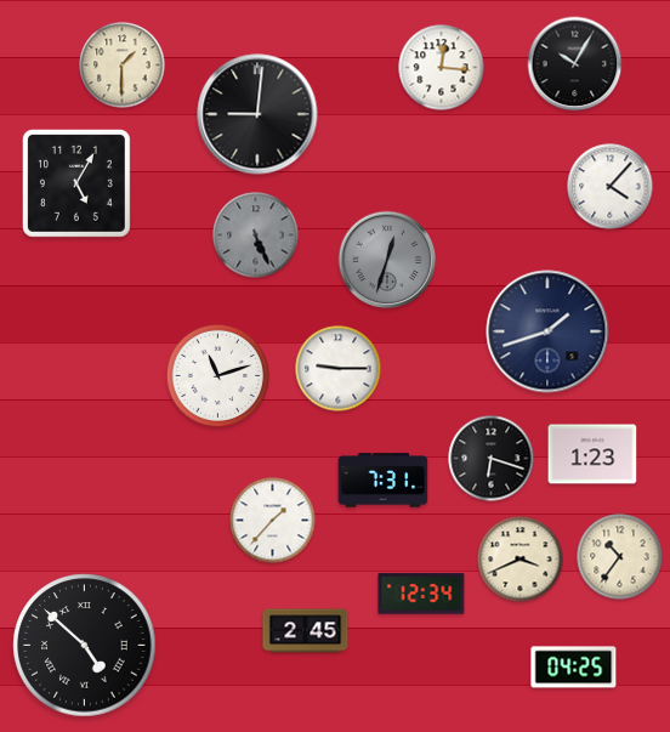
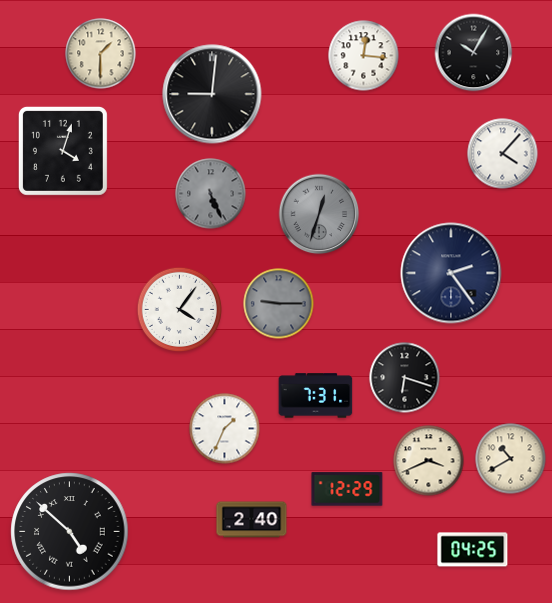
clock at (76, 183): 5:05 -> 4:03
clock at (547, 331): 1:42 -> 2:24
clock at (339, 369) dial: white -> grey
clock at (218, 376): 11:12 -> 4:06
clock at (592, 454): 1:23 -> none
clock at (273, 521): 1:37 -> 1:34
clock at (620, 557): 10:36 -> 10:40
clock at (421, 594): 12:34 -> 12:29
clock at (306, 631): 2:45 -> 2:40
